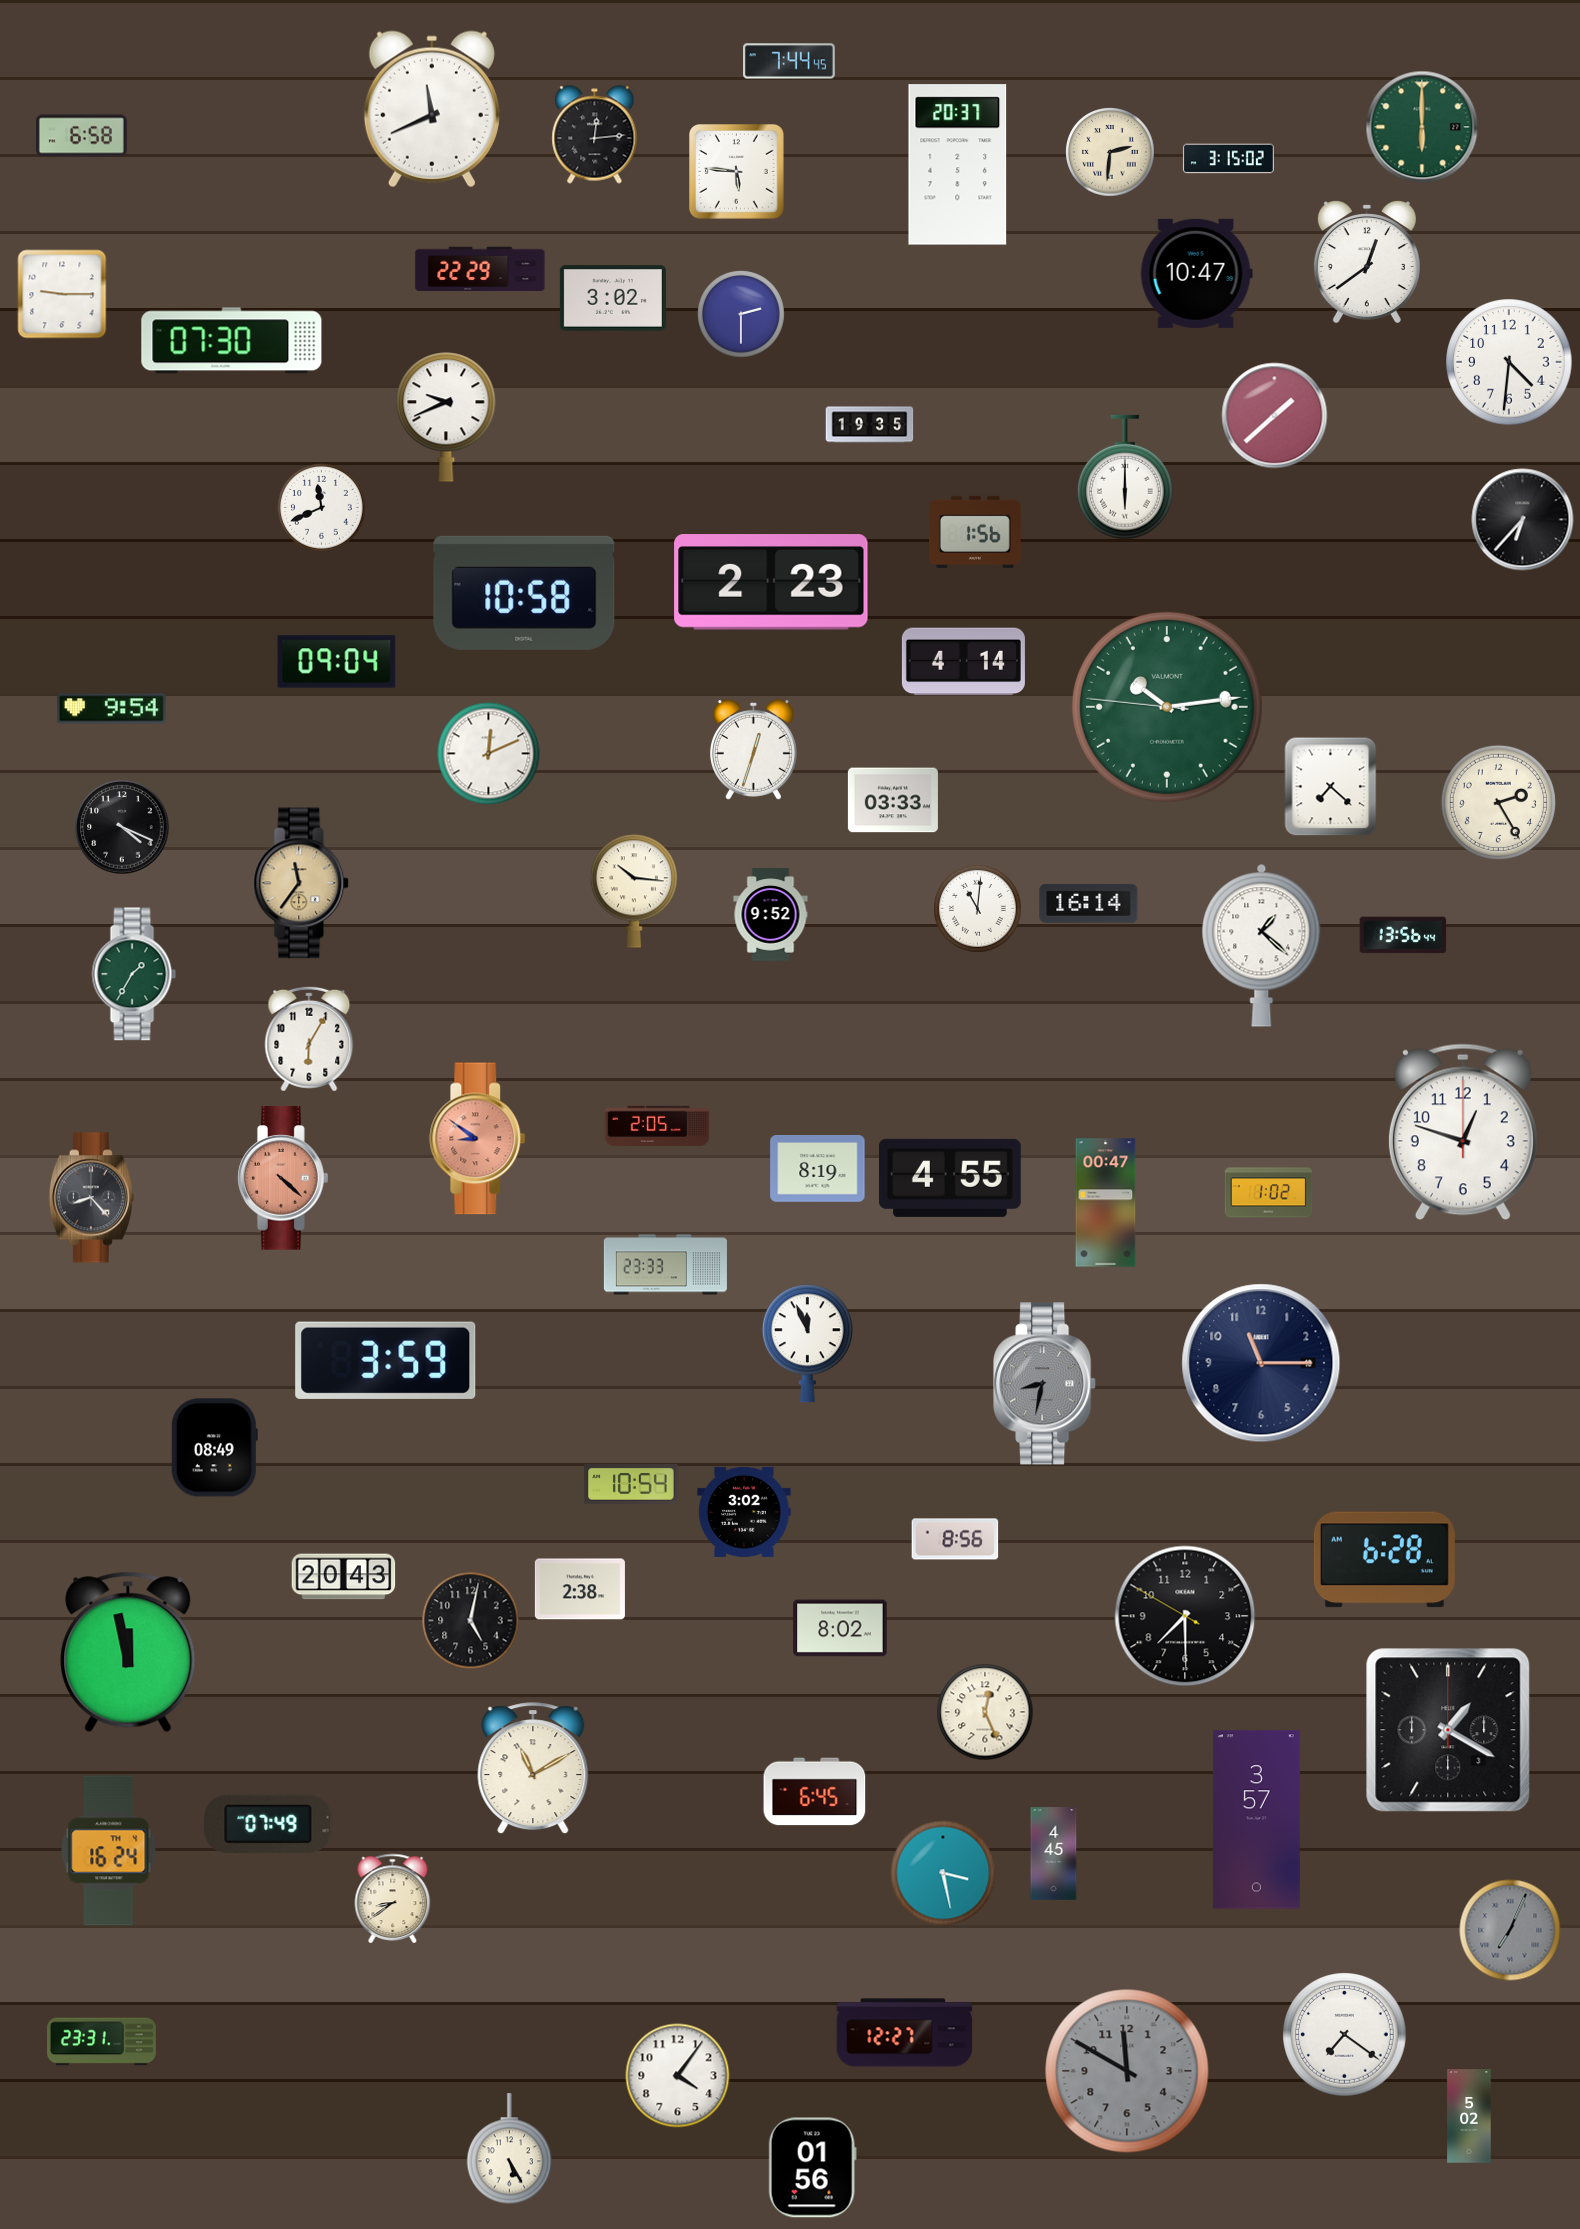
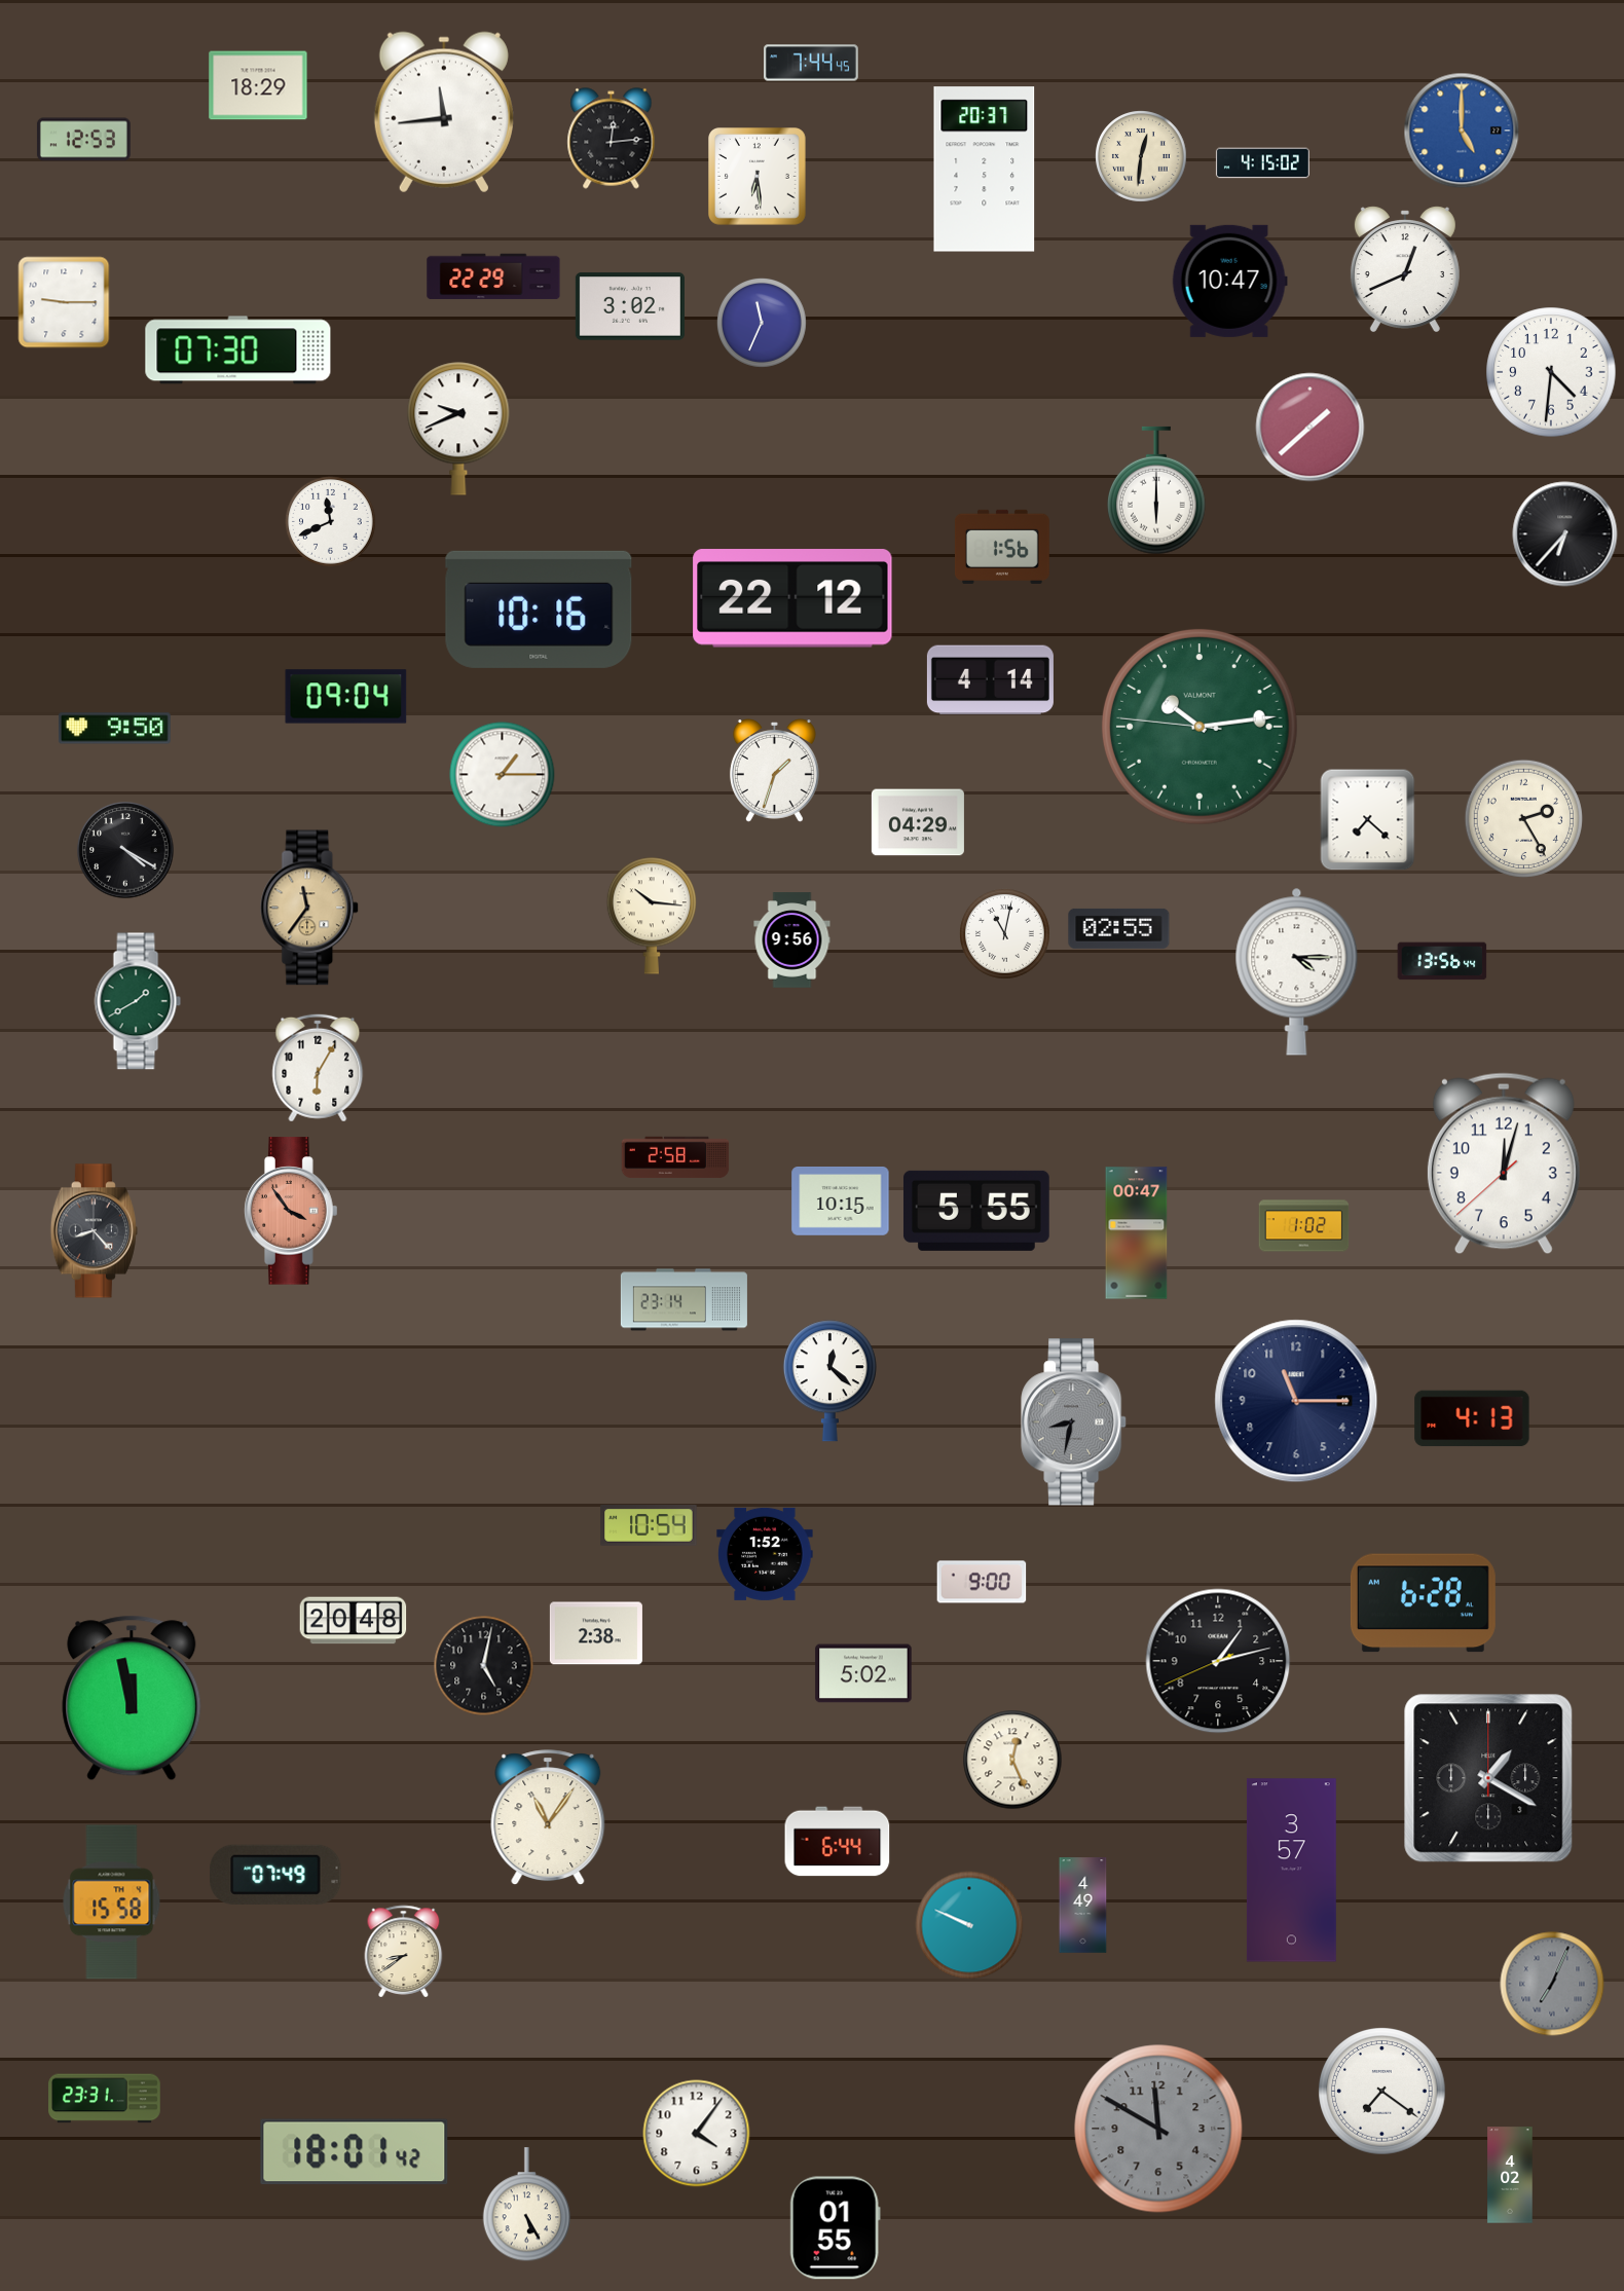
clock at (258, 85): none -> 18:29
clock at (432, 109): 11:41 -> 11:44
clock at (1422, 127): 6:00 -> 5:00
clock at (1422, 127) dial: green -> blue
clock at (81, 136): 6:58 -> 12:53
clock at (1110, 152): 2:31 -> 12:31
clock at (1228, 159): 3:15 -> 4:15
clock at (737, 172): 5:46 -> 6:29
clock at (1367, 262): 12:39 -> 12:41
clock at (741, 314): 2:30 -> 11:34
clock at (870, 425): 19:35 -> none
clock at (771, 582): 2:23 -> 22:12
clock at (524, 593): 10:58 -> 10:16
clock at (337, 662) position: (337, 662) -> (346, 697)
clock at (111, 709): 9:54 -> 9:50
clock at (753, 750): 12:33 -> 1:33
clock at (489, 754): 12:11 -> 1:15
clock at (1331, 787) position: (1331, 787) -> (1368, 820)
clock at (893, 800): 03:33 -> 04:29
clock at (1498, 802) position: (1498, 802) -> (1523, 818)
clock at (122, 827): 4:19 -> 4:20
clock at (1089, 903): 16:14 -> 02:55
clock at (978, 909): 11:01 -> 11:02
clock at (771, 915): 9:52 -> 9:56
clock at (1262, 945): 1:22 -> 4:15
clock at (134, 974): 1:35 -> 1:40
clock at (657, 1126): 2:05 -> 2:58
clock at (1463, 1132): 12:48 -> 12:02
clock at (478, 1139): 8:51 -> none
clock at (818, 1169): 8:19 -> 10:15
clock at (283, 1178): 4:22 -> 3:54
clock at (950, 1178): 4:55 -> 5:55
clock at (1106, 1203) position: (1106, 1203) -> (1137, 1233)
clock at (665, 1265): 23:33 -> 23:14
clock at (807, 1344): 11:56 -> 12:22
clock at (386, 1360): 3:59 -> none
clock at (1472, 1418): none -> 4:13
clock at (214, 1448): 08:49 -> none
clock at (744, 1512): 3:02 -> 1:52
clock at (955, 1539): 8:56 -> 9:00
clock at (344, 1577): 20:43 -> 20:48
clock at (1185, 1616): 7:29 -> 1:12
clock at (840, 1628): 8:02 -> 5:02
clock at (533, 1769): 11:10 -> 11:06
clock at (815, 1792): 6:45 -> 6:44
clock at (109, 1851): 16:24 -> 15:58
clock at (1054, 1854): 4:45 -> 4:49
clock at (943, 1873): 3:28 -> 9:49
clock at (905, 2033): 12:27 -> none
clock at (355, 2152): none -> 18:01
clock at (1469, 2116): 5:02 -> 4:02
clock at (510, 2149) position: (510, 2149) -> (527, 2205)
clock at (812, 2168): 01:56 -> 01:55
